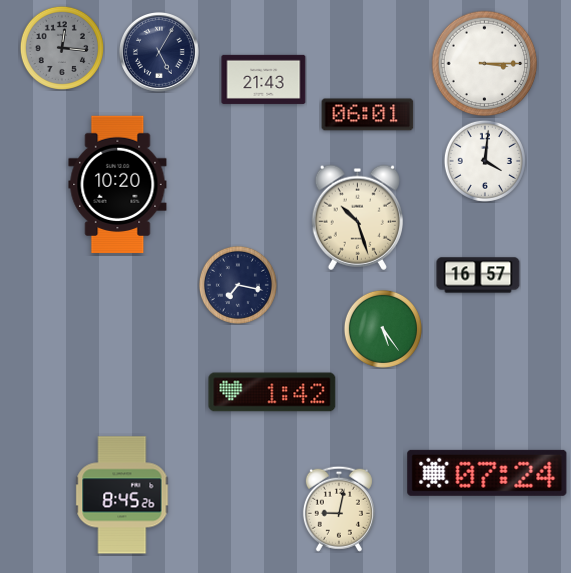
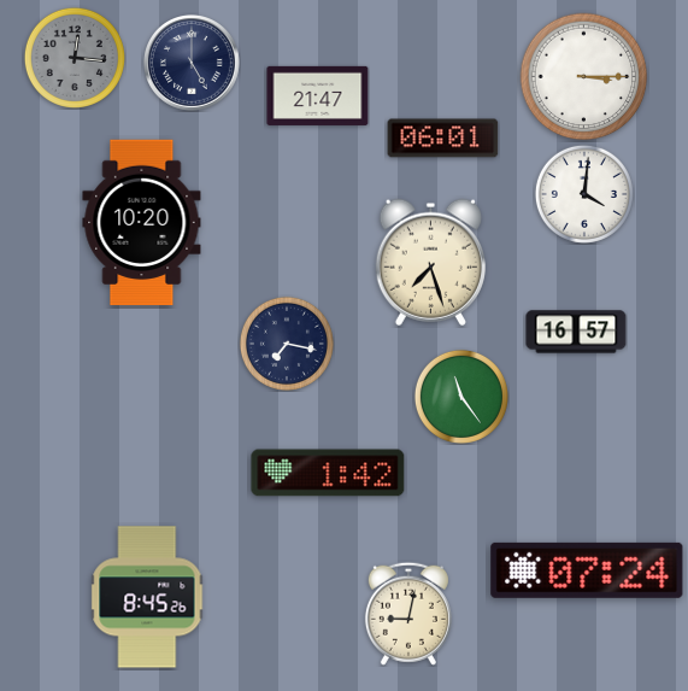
clock at (160, 53): 5:05 -> 5:00
clock at (264, 79): 21:43 -> 21:47
clock at (357, 217): 10:27 -> 7:27
clock at (383, 329): 5:24 -> 11:24
